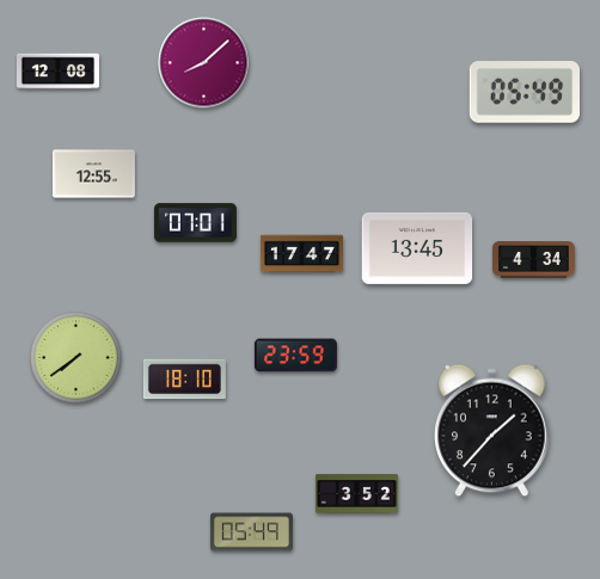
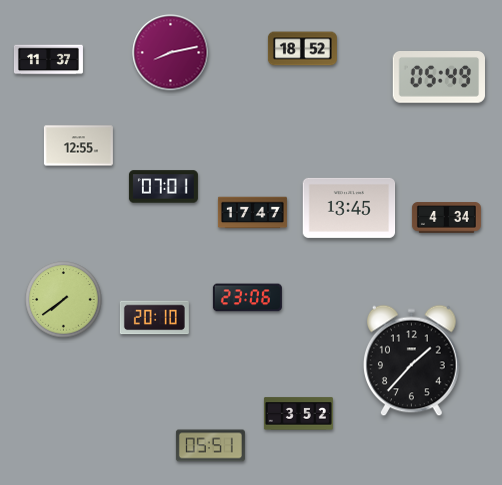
clock at (302, 49): none -> 18:52
clock at (204, 63): 8:08 -> 8:13
clock at (57, 72): 12:08 -> 11:37
clock at (295, 356): 23:59 -> 23:06
clock at (184, 380): 18:10 -> 20:10
clock at (251, 532): 05:49 -> 05:51
